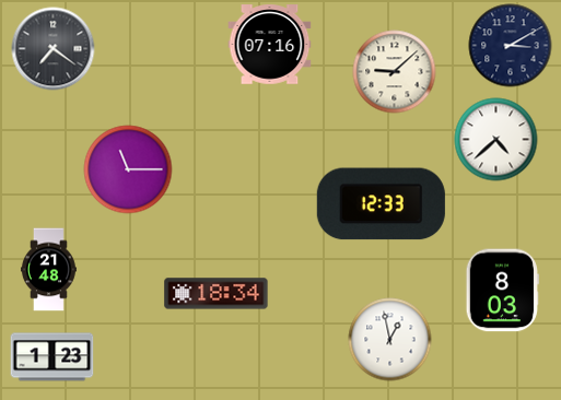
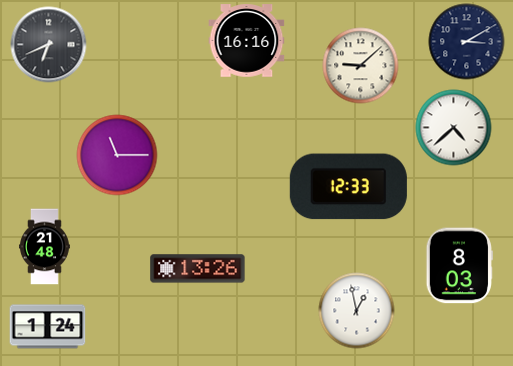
clock at (270, 45): 07:16 -> 16:16
clock at (54, 49): 7:21 -> 6:41
clock at (217, 294): 18:34 -> 13:26
clock at (52, 357): 1:23 -> 1:24
